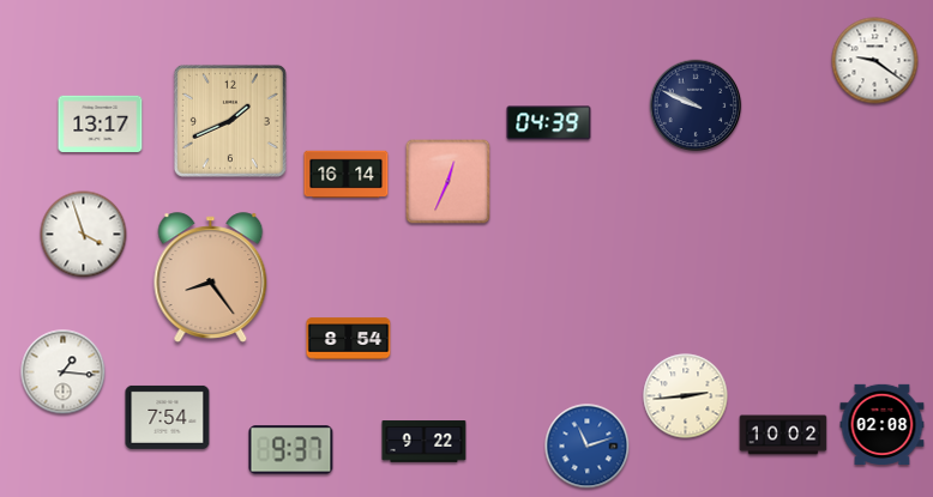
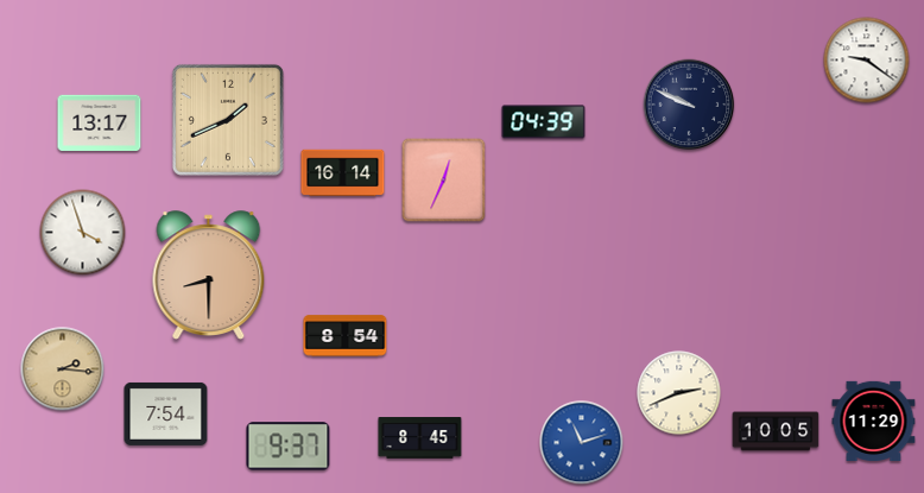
clock at (211, 278): 8:24 -> 8:30
clock at (64, 372): 1:16 -> 2:16
clock at (64, 372) dial: white -> champagne
clock at (686, 396): 2:44 -> 2:41
clock at (883, 424): 02:08 -> 11:29
clock at (783, 435): 10:02 -> 10:05
clock at (425, 442): 9:22 -> 8:45
